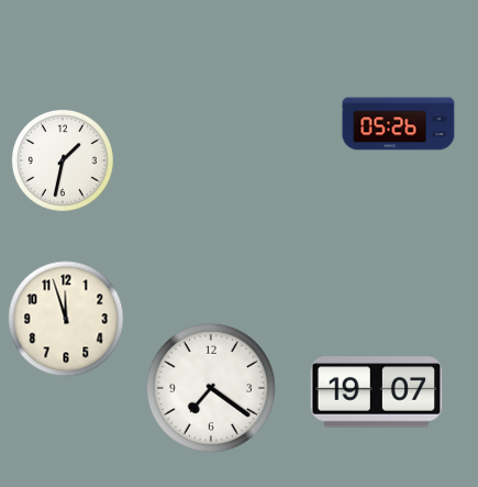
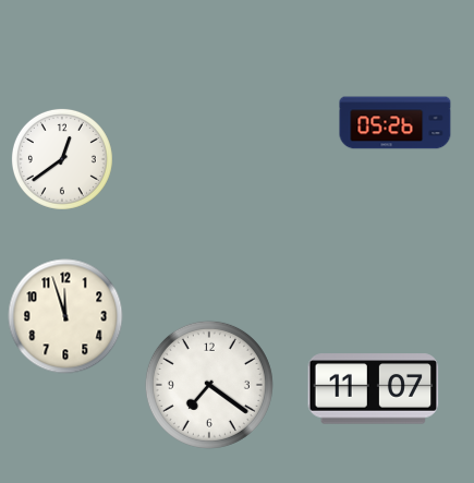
clock at (63, 161): 1:32 -> 12:39
clock at (377, 392): 19:07 -> 11:07
